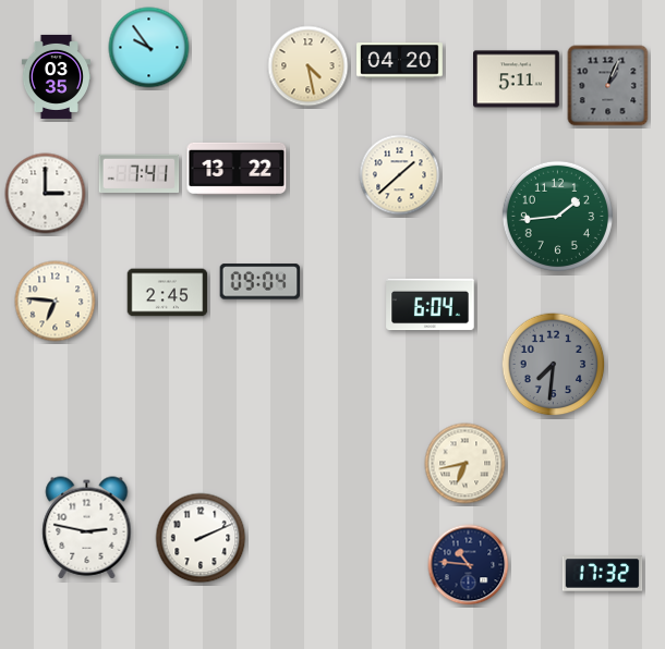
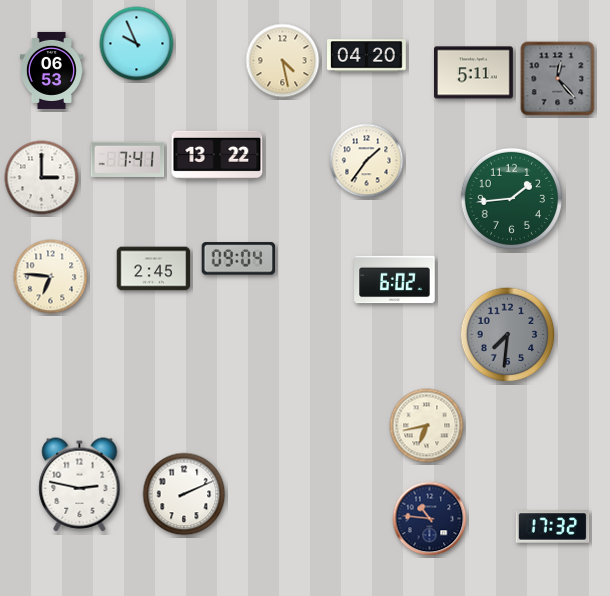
clock at (149, 48): 9:54 -> 9:56
clock at (56, 76): 03:35 -> 06:53
clock at (608, 86): 1:04 -> 12:23
clock at (400, 175): 1:38 -> 1:36
clock at (431, 305): 6:04 -> 6:02
